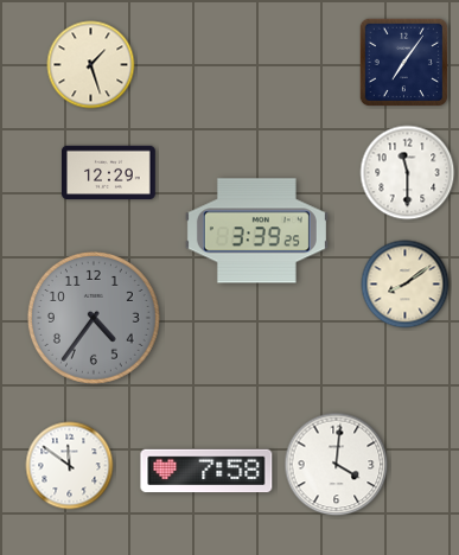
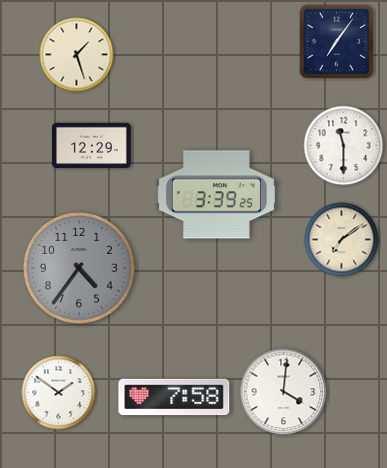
clock at (403, 62) position: (403, 62) -> (336, 41)
clock at (406, 285): 8:09 -> 7:09
clock at (70, 466): 11:51 -> 1:51
